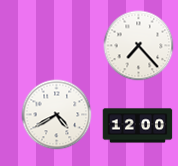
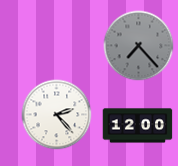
clock at (139, 46) dial: white -> grey
clock at (57, 115): 4:40 -> 2:23
